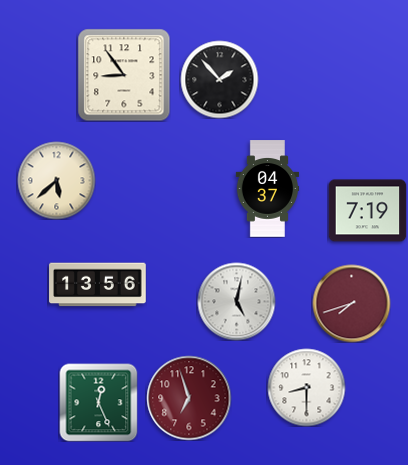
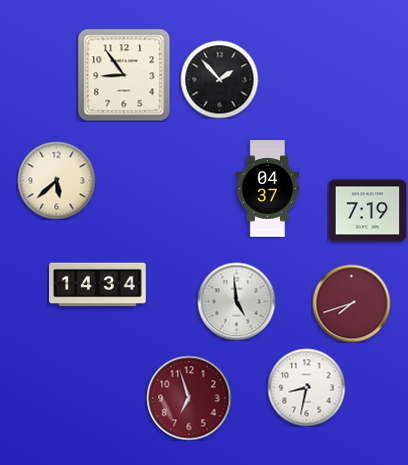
clock at (98, 285): 13:56 -> 14:34
clock at (236, 301): 5:02 -> 4:59
clock at (306, 387): 8:30 -> 8:32
clock at (98, 402): 12:26 -> none
